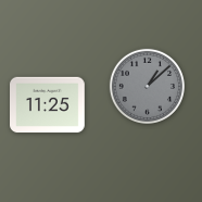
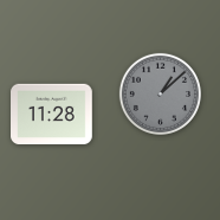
clock at (48, 105): 11:25 -> 11:28
